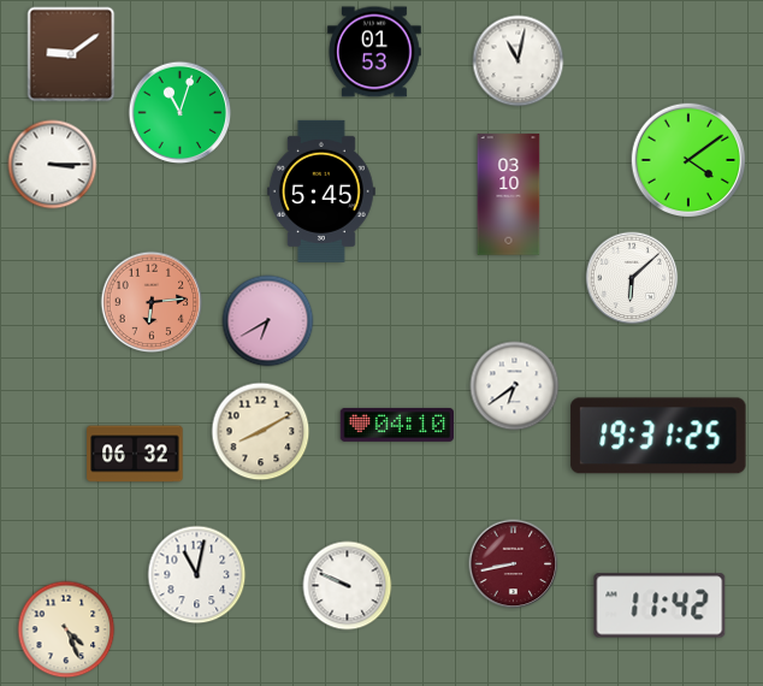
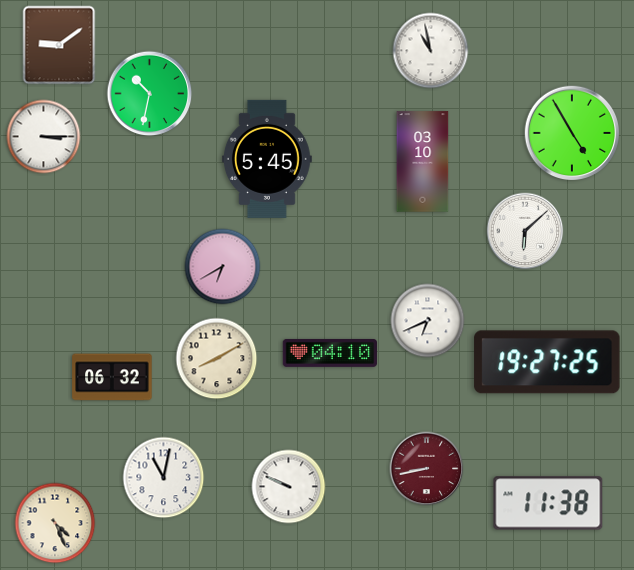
clock at (374, 52): 01:53 -> none
clock at (519, 61): 11:02 -> 10:58
clock at (181, 113): 11:03 -> 10:32
clock at (687, 159): 4:09 -> 4:55
clock at (152, 302): 6:14 -> none
clock at (515, 386): 6:39 -> 6:41
clock at (658, 436): 19:31 -> 19:27
clock at (660, 605): 11:42 -> 11:38
